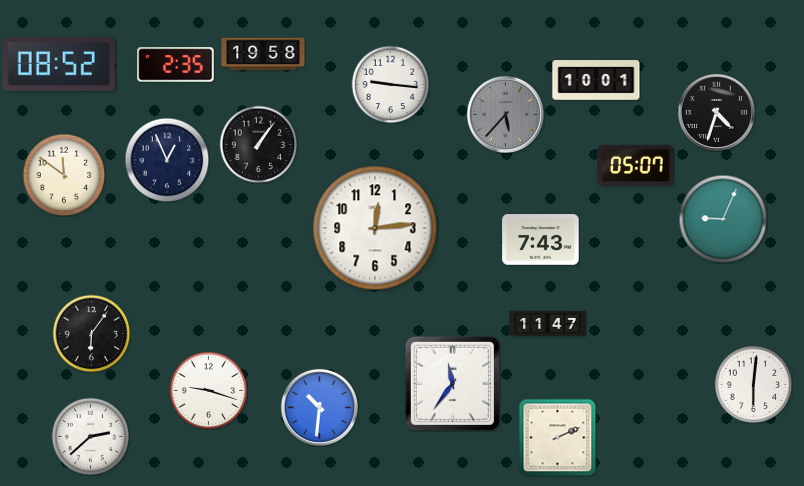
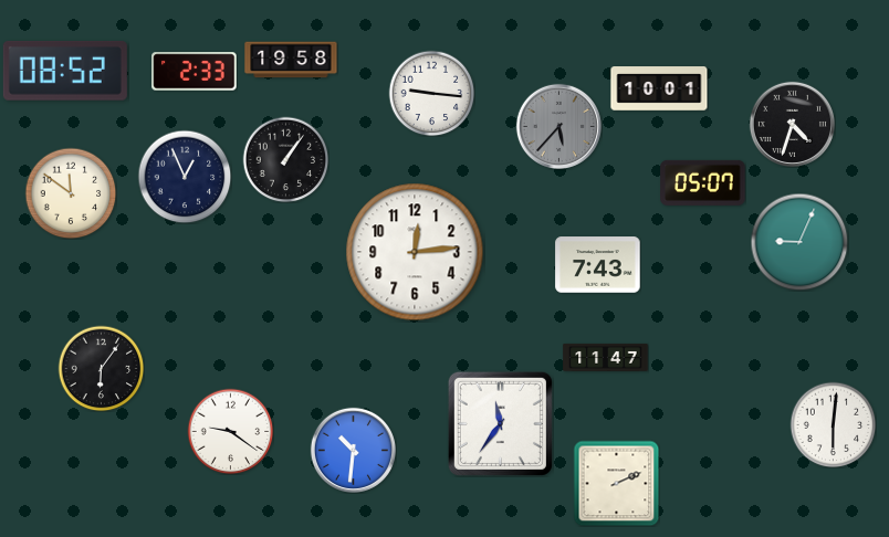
clock at (176, 65): 2:35 -> 2:33
clock at (208, 390): 9:18 -> 9:21
clock at (90, 436): 2:38 -> none
